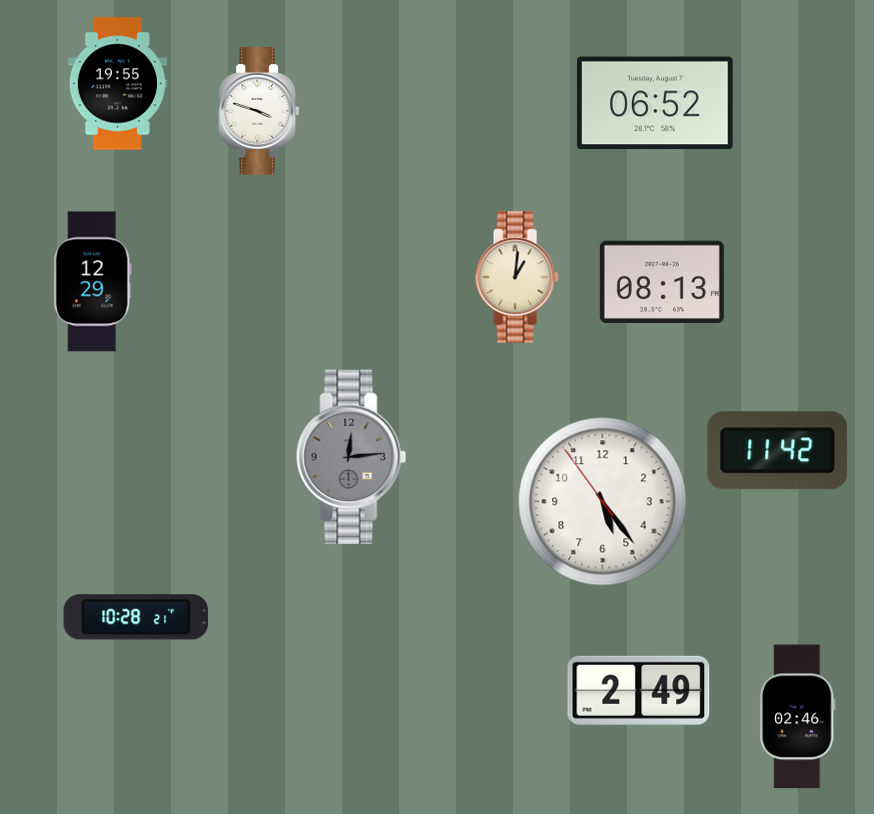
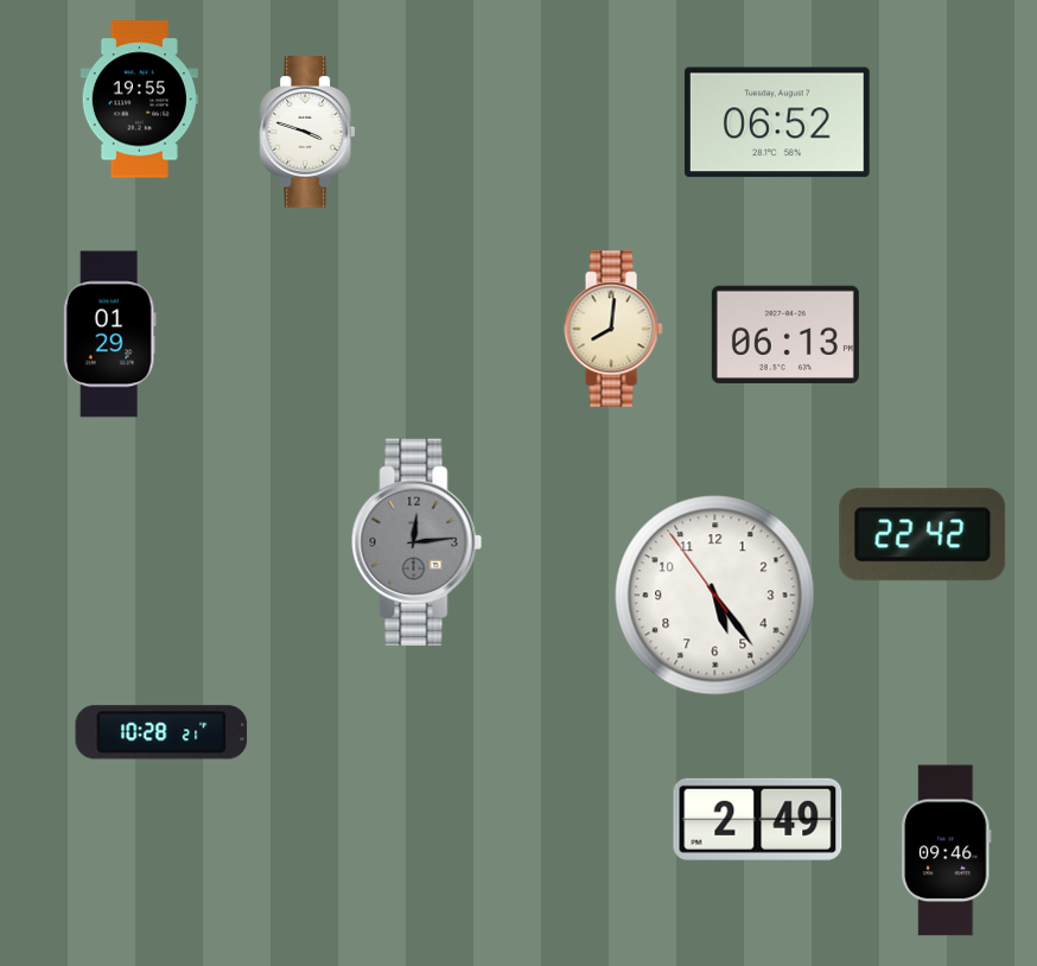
clock at (517, 277): 1:01 -> 8:01
clock at (662, 281): 08:13 -> 06:13
clock at (92, 282): 12:29 -> 01:29
clock at (778, 451): 11:42 -> 22:42
clock at (798, 717): 02:46 -> 09:46
